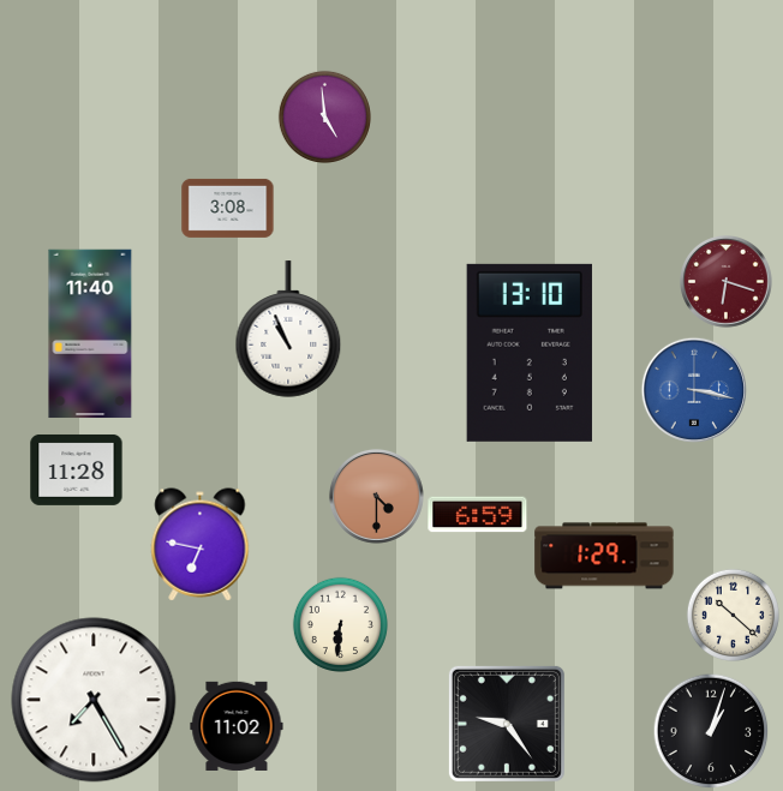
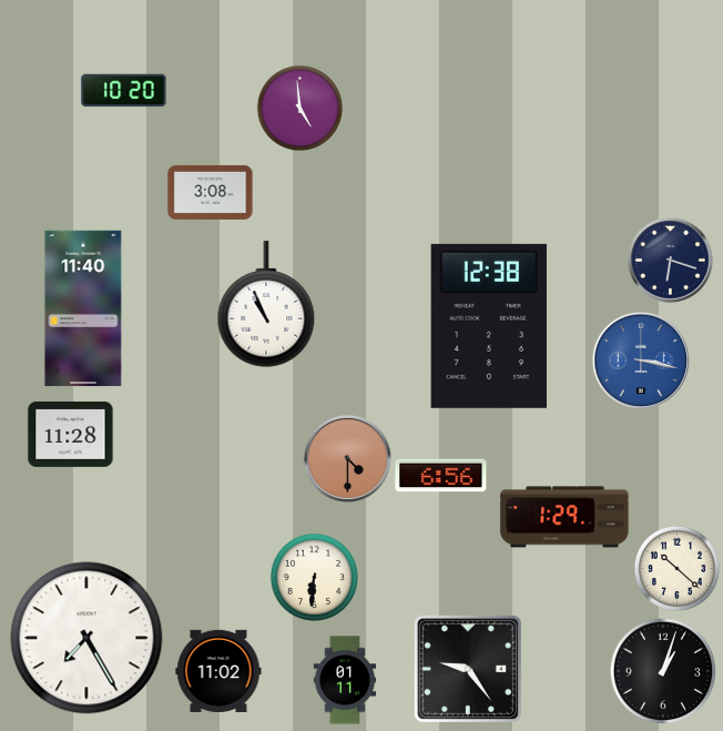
clock at (124, 91): none -> 10:20
clock at (727, 282) dial: burgundy -> navy
clock at (530, 353): 13:10 -> 12:38
clock at (478, 515): 6:59 -> 6:56
clock at (201, 545): 6:47 -> none
clock at (604, 556) position: (604, 556) -> (564, 517)
clock at (94, 700) position: (94, 700) -> (86, 638)
clock at (711, 731) position: (711, 731) -> (663, 671)
clock at (345, 680): none -> 01:11
